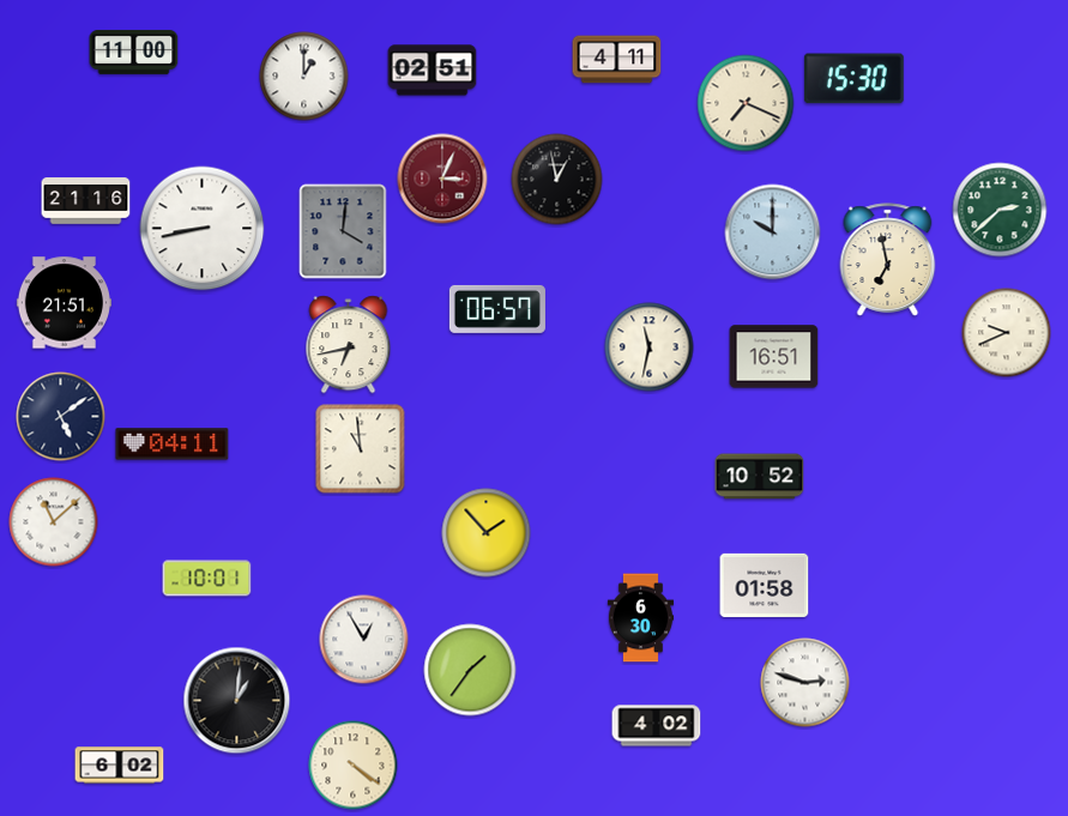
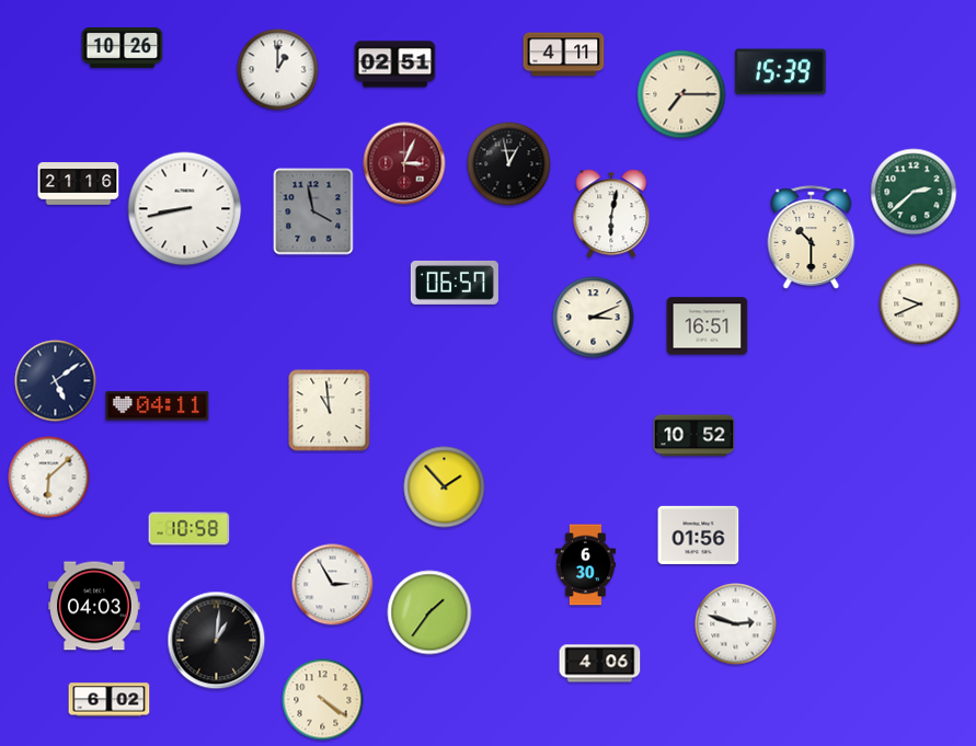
clock at (134, 52): 11:00 -> 10:26
clock at (853, 79): 15:30 -> 15:39
clock at (746, 103): 7:19 -> 7:15
clock at (343, 231): 4:01 -> 3:58
clock at (773, 232): 10:00 -> none
clock at (611, 214): none -> 6:02
clock at (888, 260): 6:58 -> 10:30
clock at (64, 303): 21:51 -> none
clock at (349, 345): 6:43 -> none
clock at (650, 347): 11:32 -> 3:11
clock at (54, 522): 11:08 -> 6:08
clock at (207, 579): 10:01 -> 10:58
clock at (765, 585): 01:58 -> 01:56
clock at (364, 640): 12:55 -> 2:55
clock at (94, 606): none -> 04:03
clock at (657, 726): 4:02 -> 4:06
